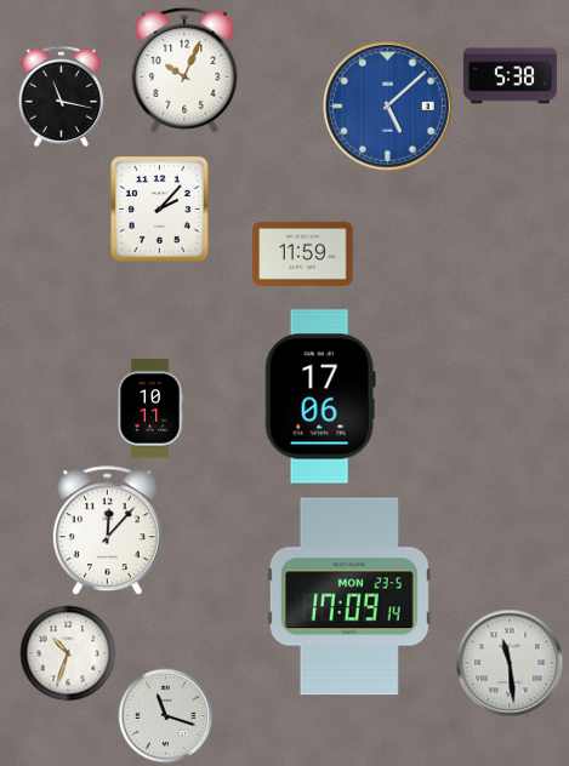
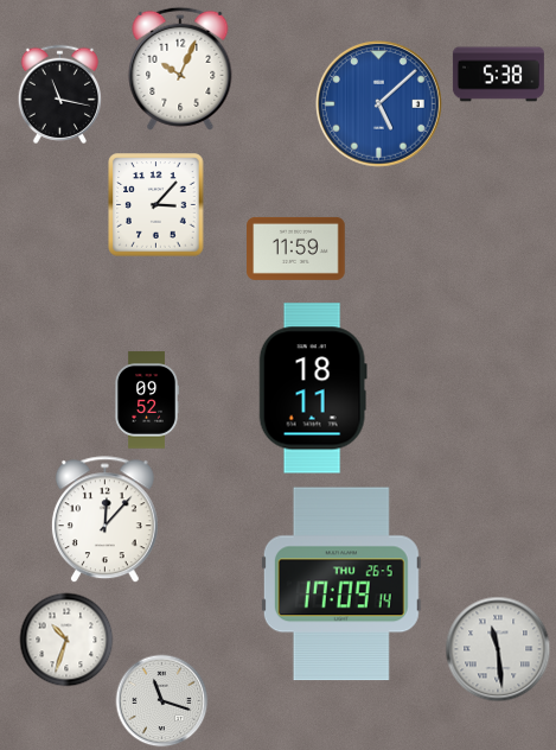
clock at (160, 210): 2:07 -> 3:07
clock at (320, 396): 17:06 -> 18:11
clock at (150, 408): 10:11 -> 09:52
clock at (349, 596) date: MON 23-5 -> THU 26-5
